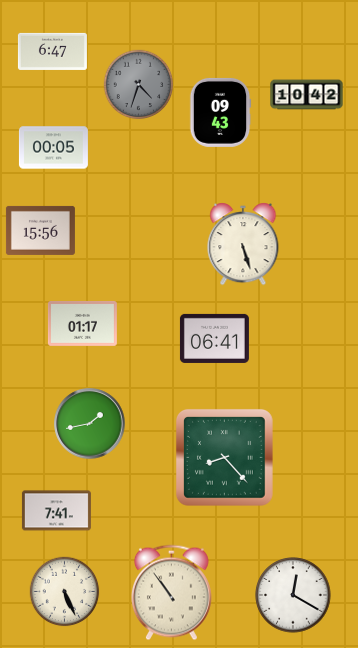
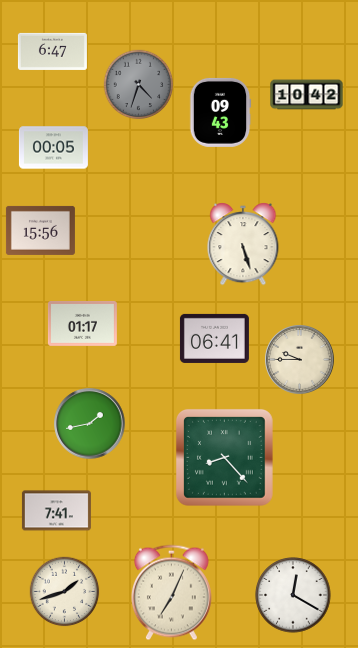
clock at (300, 360): none -> 9:45
clock at (65, 592): 5:26 -> 1:42
clock at (171, 593): 10:54 -> 7:04
